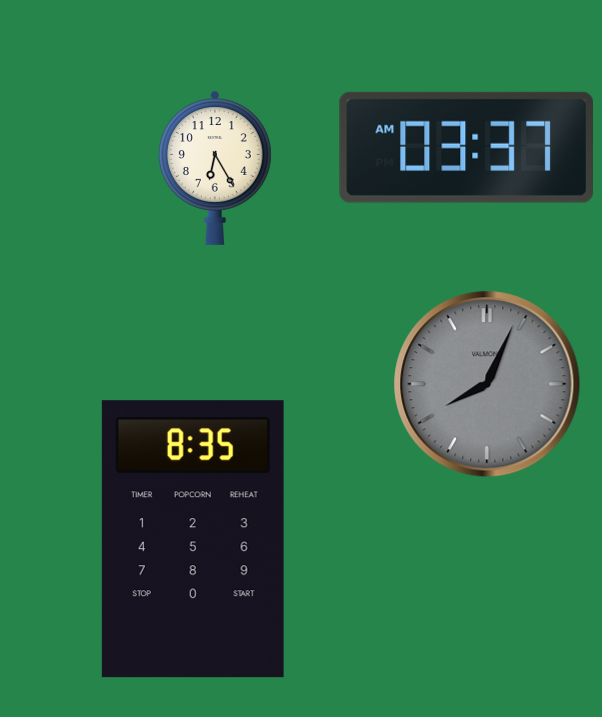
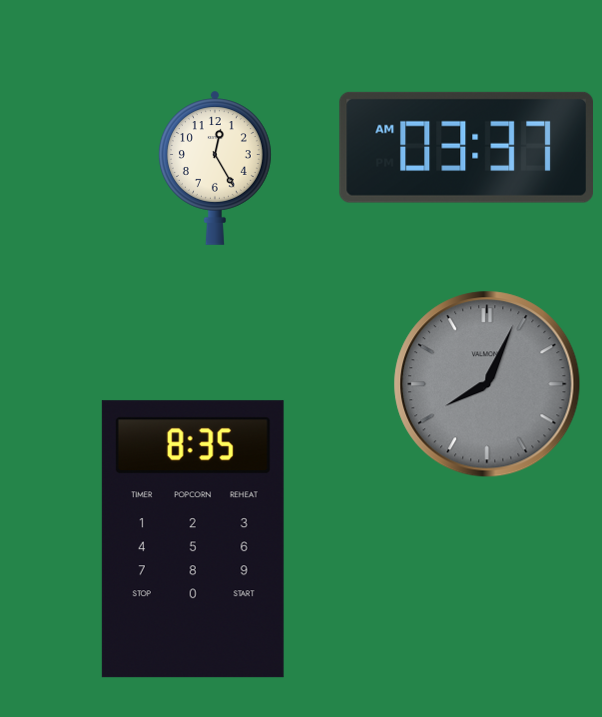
clock at (215, 168): 6:25 -> 12:25
